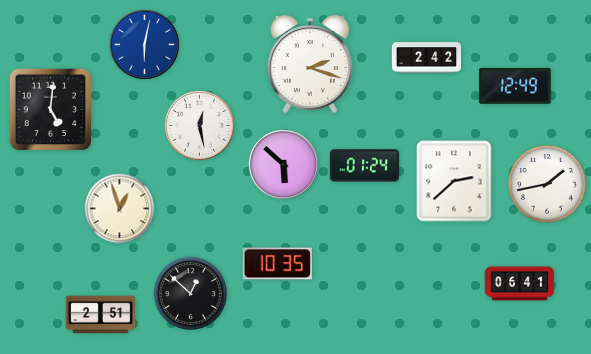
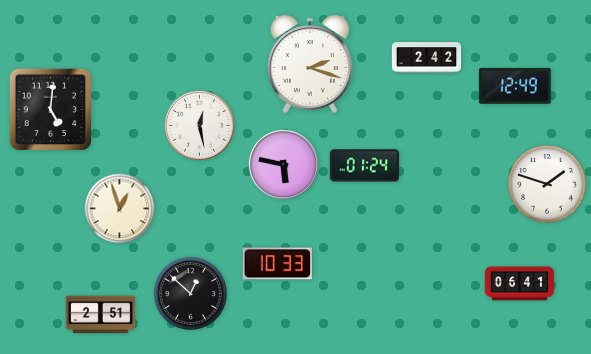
clock at (144, 44): 6:02 -> none
clock at (283, 164): 5:52 -> 5:47
clock at (454, 181): 2:38 -> none
clock at (547, 184): 1:43 -> 1:48
clock at (277, 264): 10:35 -> 10:33
